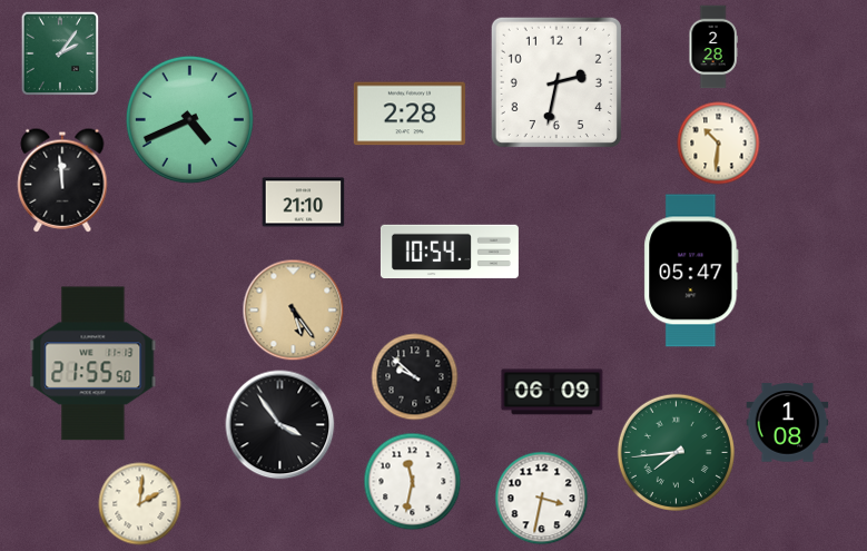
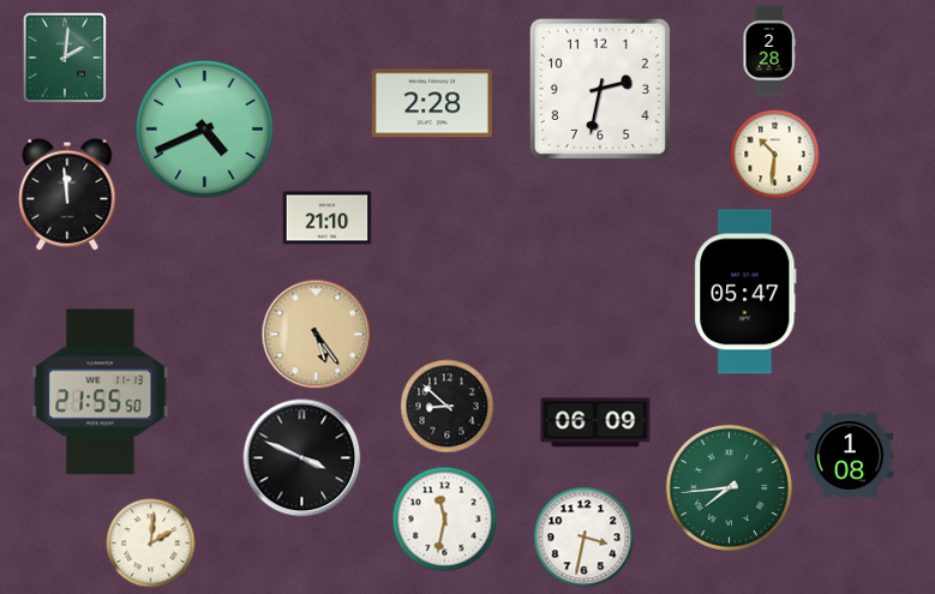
clock at (59, 52): 2:06 -> 2:01
clock at (410, 114) position: (410, 114) -> (432, 103)
clock at (450, 252): 10:54 -> none
clock at (415, 377): 9:52 -> 8:52
clock at (280, 425): 3:54 -> 3:49
